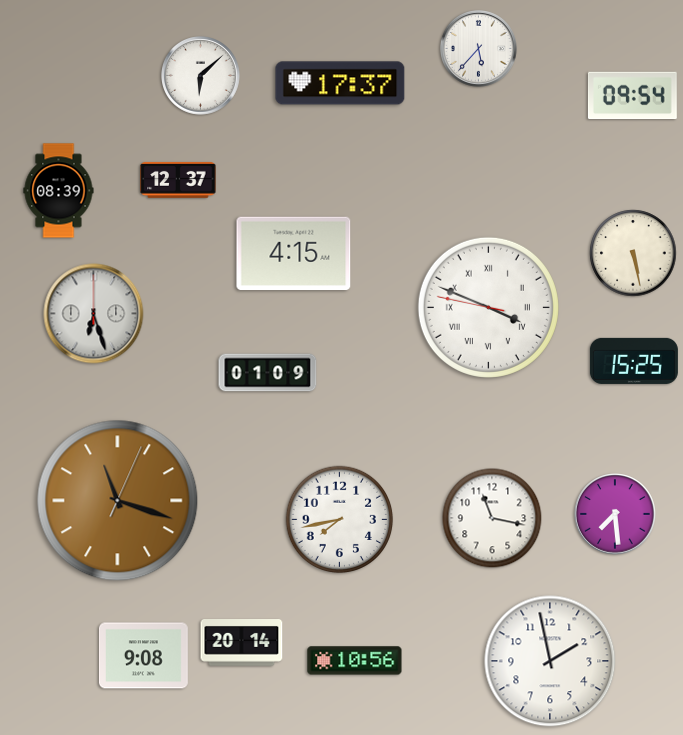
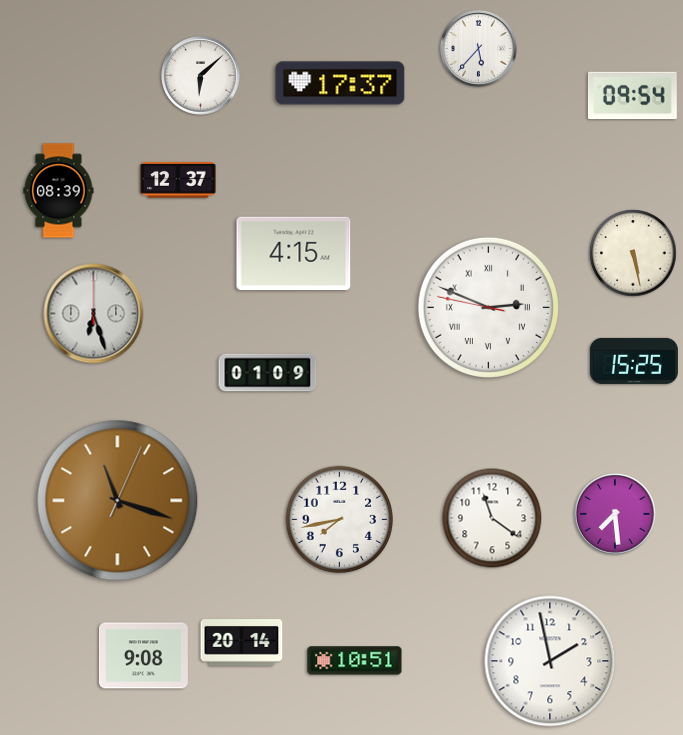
clock at (488, 307): 3:48 -> 2:48
clock at (492, 518): 11:17 -> 11:21
clock at (355, 661): 10:56 -> 10:51
